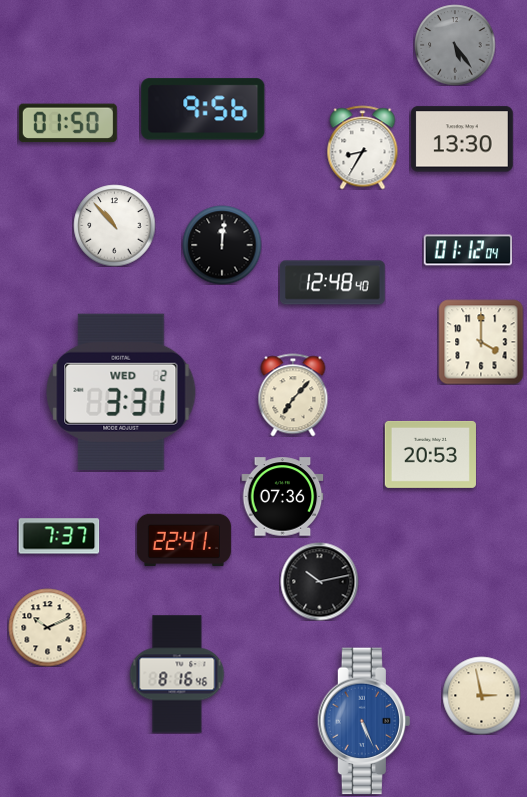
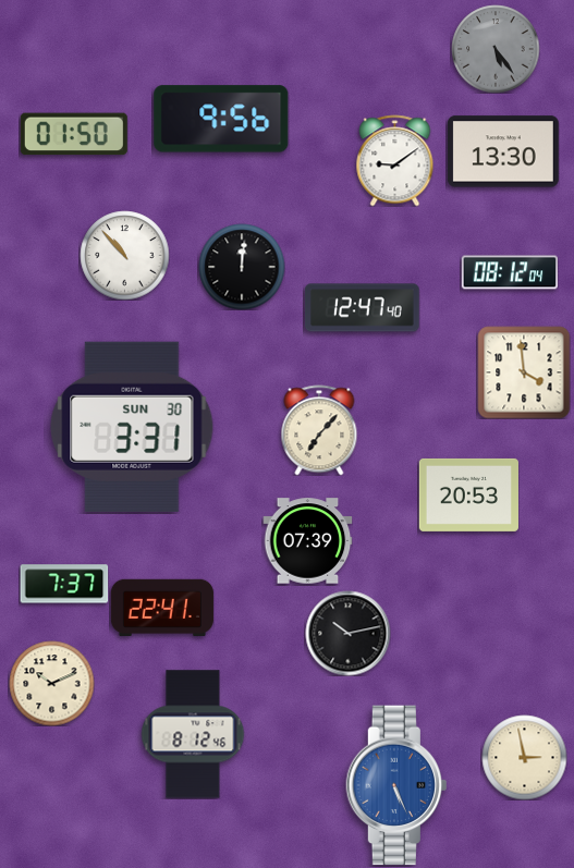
clock at (363, 147): 8:35 -> 9:09
clock at (114, 225) position: (114, 225) -> (124, 255)
clock at (468, 250): 01:12 -> 08:12
clock at (333, 283): 12:48 -> 12:47
clock at (481, 342): 4:00 -> 3:59
clock at (121, 392) date: WED 2 -> SUN 30
clock at (282, 497): 07:36 -> 07:39
clock at (184, 540) position: (184, 540) -> (162, 608)
clock at (177, 674): 8:16 -> 8:12
